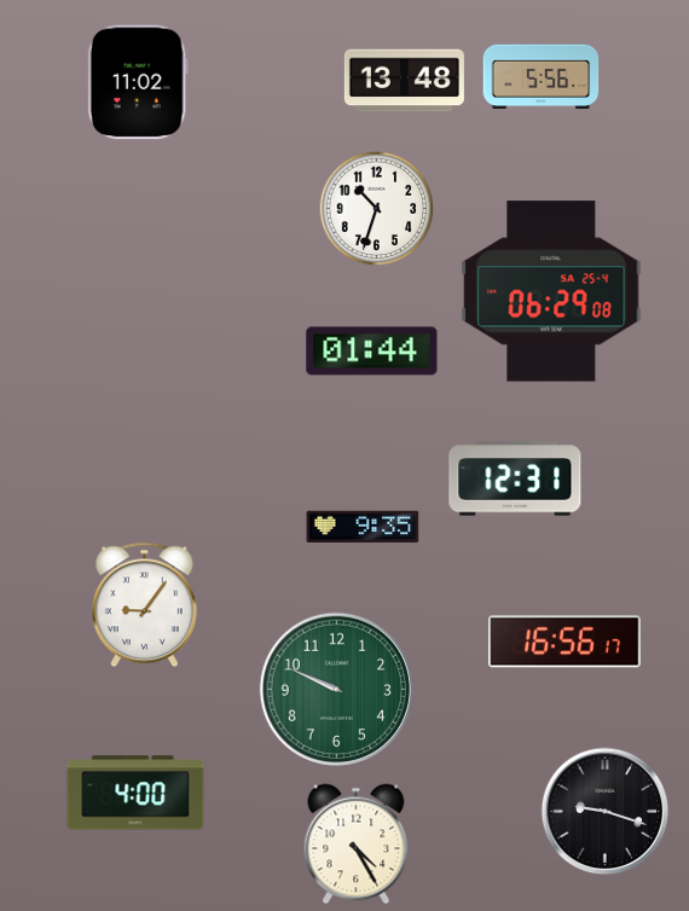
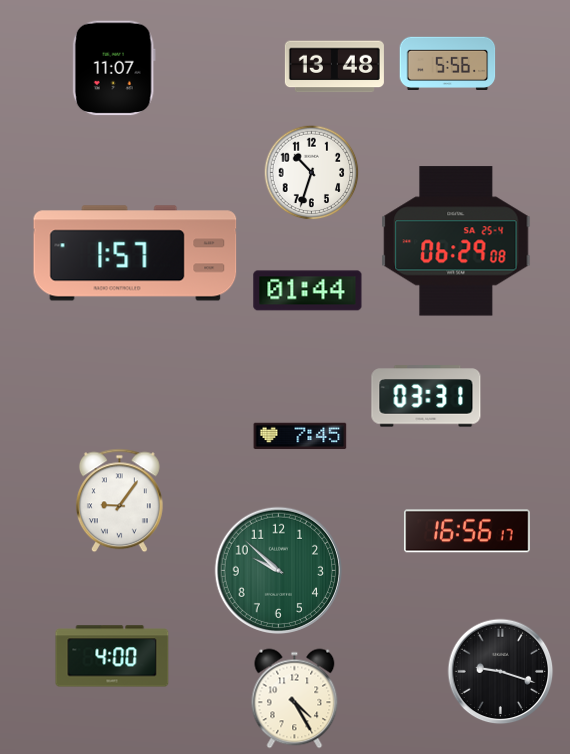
clock at (138, 82): 11:02 -> 11:07
clock at (135, 253): none -> 1:57
clock at (515, 478): 12:31 -> 03:31
clock at (363, 527): 9:35 -> 7:45
clock at (336, 689): 9:49 -> 9:52
